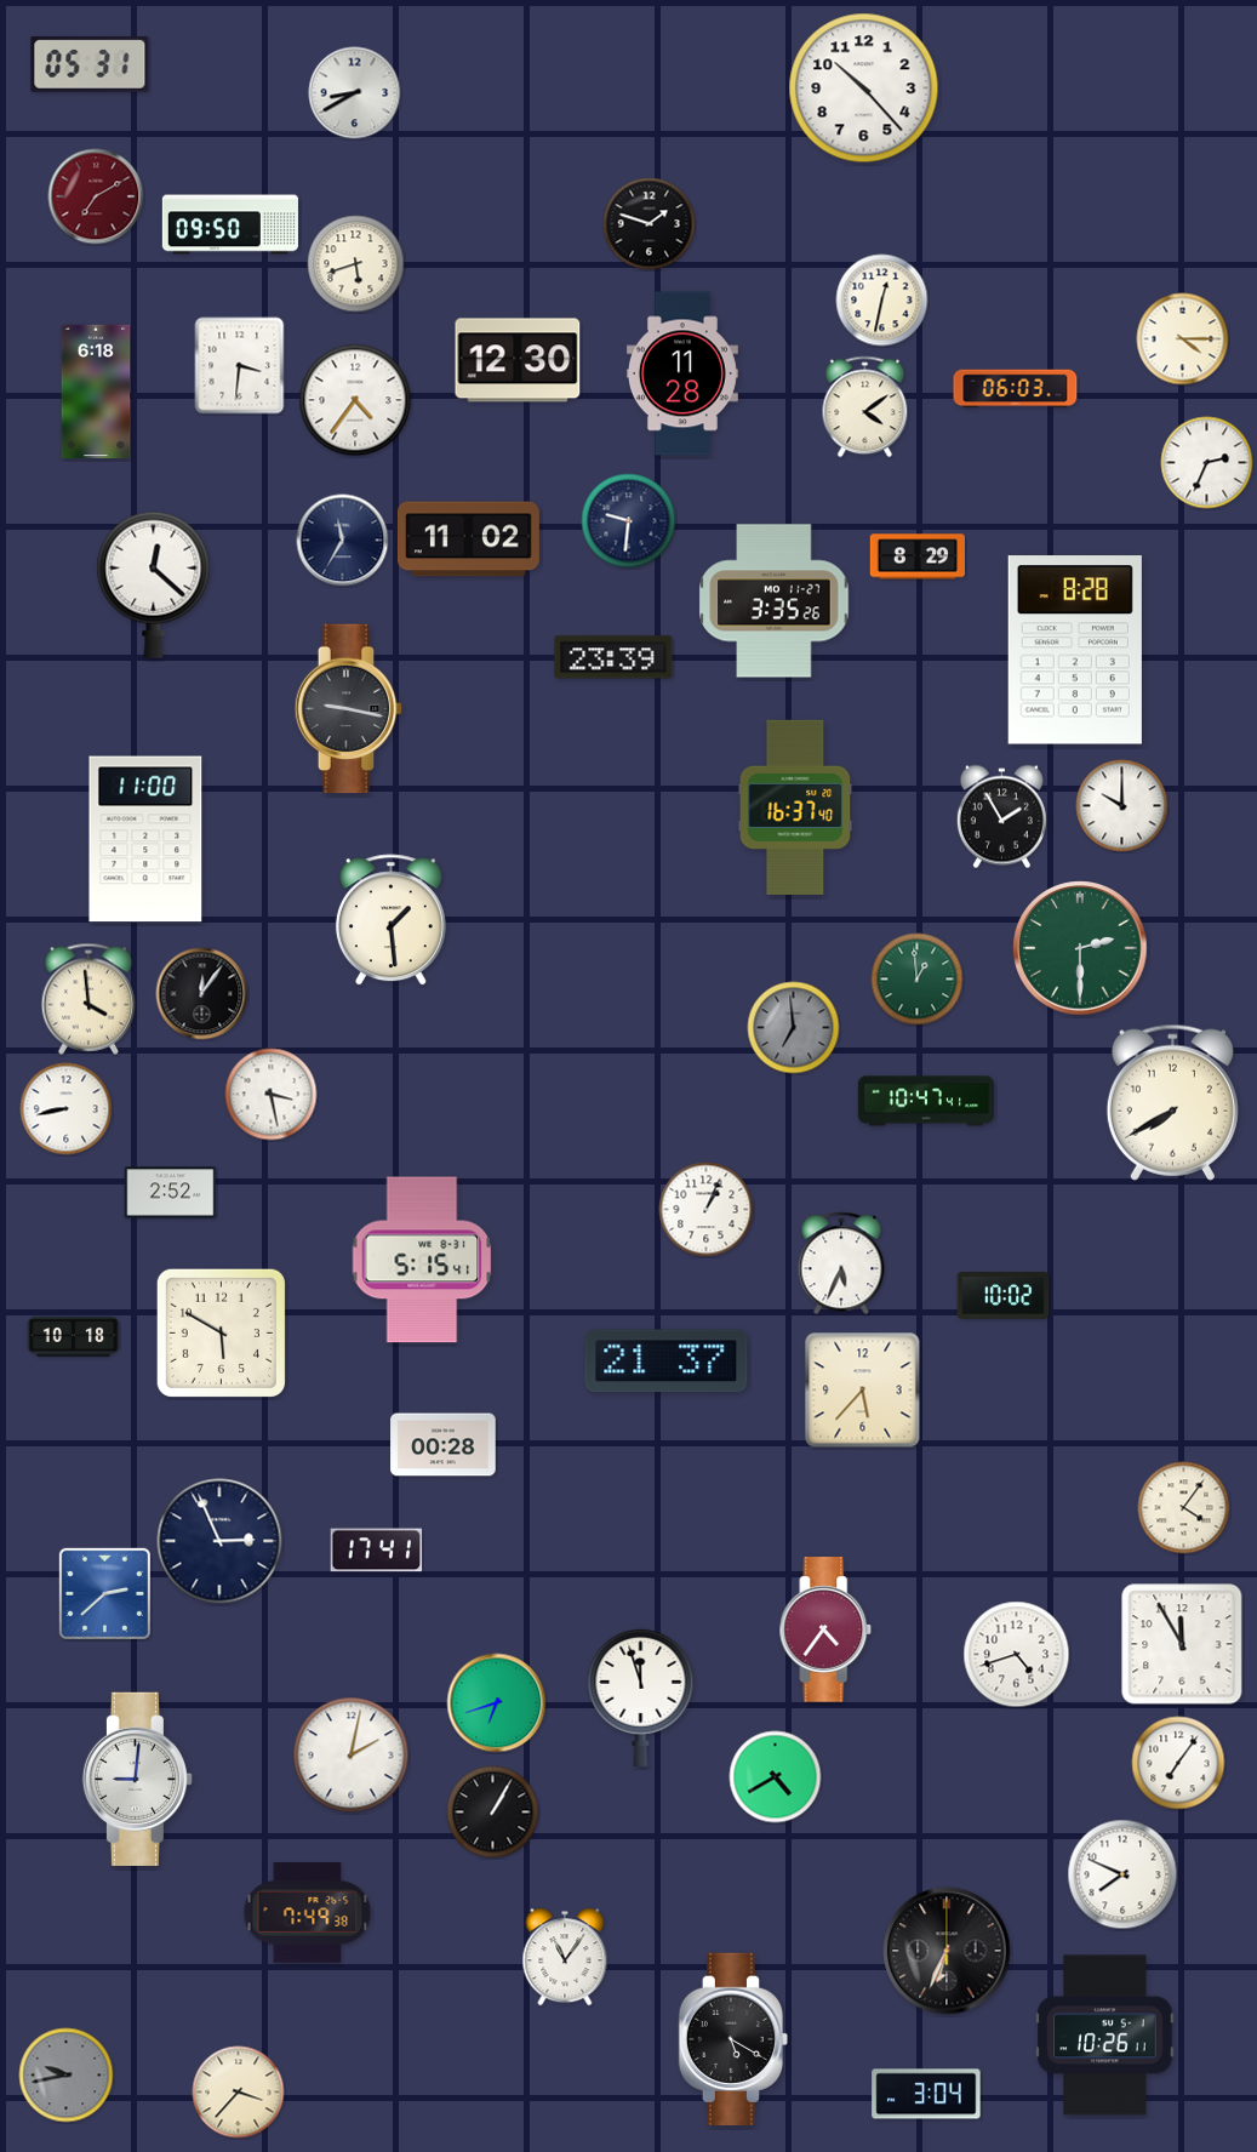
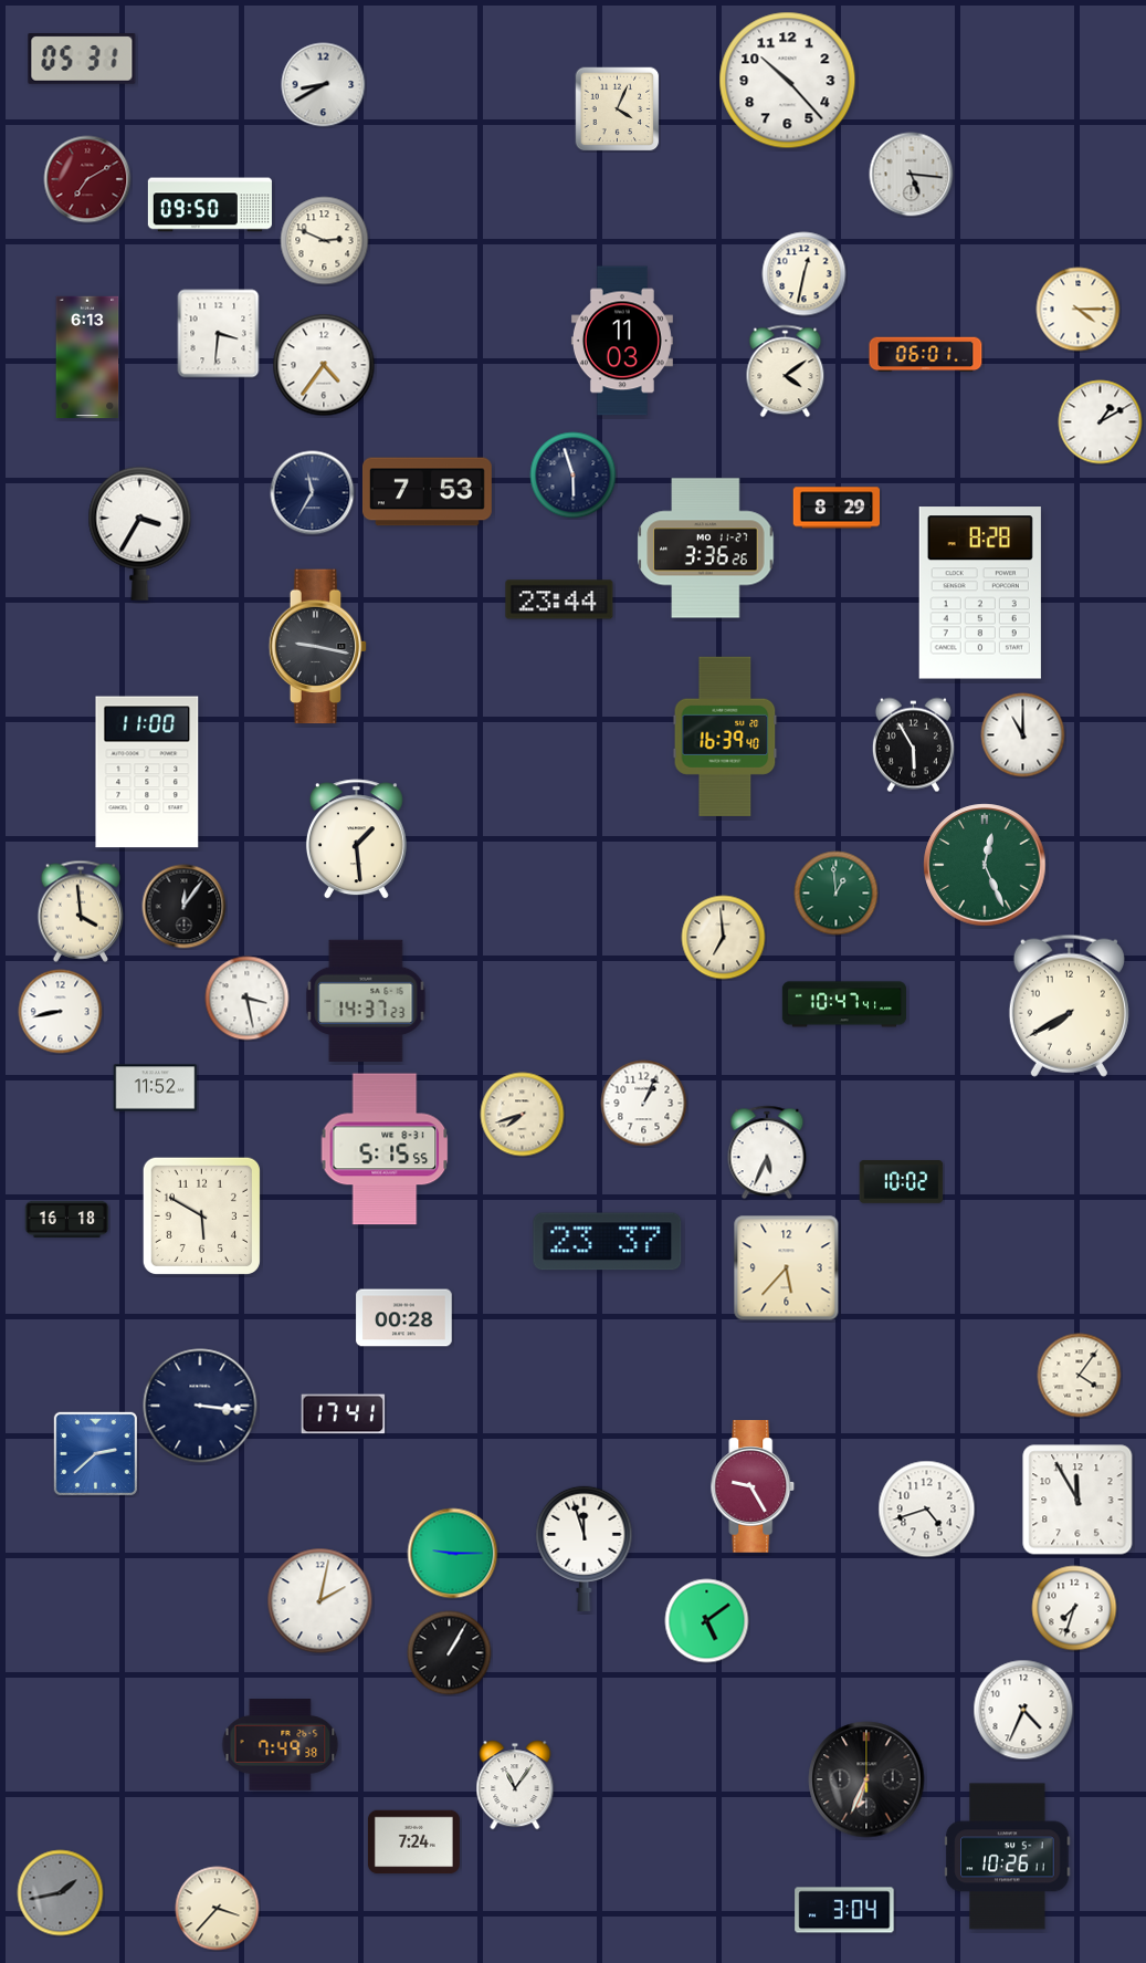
clock at (617, 108): none -> 4:04
clock at (912, 175): none -> 5:16
clock at (650, 224): 1:48 -> none
clock at (356, 264): 5:42 -> 2:49
clock at (518, 360): 12:30 -> none
clock at (682, 373): 11:28 -> 11:03
clock at (1016, 389): 06:03 -> 06:01
clock at (96, 392): 6:18 -> 6:13
clock at (865, 407) position: (865, 407) -> (786, 372)
clock at (1207, 463): 2:34 -> 1:10
clock at (629, 521): 9:31 -> 5:57
clock at (468, 540): 11:02 -> 7:53
clock at (154, 584): 12:22 -> 3:35
clock at (775, 601): 3:35 -> 3:36
clock at (613, 657): 23:39 -> 23:44
clock at (1122, 806): 10:00 -> 11:00
clock at (795, 807): 16:37 -> 16:39
clock at (1001, 817): 1:55 -> 5:55
clock at (145, 839) position: (145, 839) -> (147, 772)
clock at (1080, 948): 2:30 -> 12:26
clock at (794, 1028) dial: grey -> cream
clock at (366, 1000): none -> 14:37
clock at (171, 1193): 2:52 -> 11:52
clock at (523, 1115): none -> 7:42
clock at (422, 1260): 5:15:41 -> 5:15:55
clock at (1004, 1296) position: (1004, 1296) -> (902, 1182)
clock at (74, 1336): 10:18 -> 16:18
clock at (667, 1362): 21:37 -> 23:37
clock at (219, 1541): 2:56 -> 3:16
clock at (825, 1629): 4:36 -> 9:25
clock at (497, 1703): 6:42 -> 9:15
clock at (1178, 1763): 7:06 -> 7:33
clock at (776, 1777): 4:40 -> 5:09
clock at (137, 1779): 9:01 -> none
clock at (1122, 1874): 7:49 -> 4:34
clock at (947, 1951) position: (947, 1951) -> (866, 1779)
clock at (413, 1842): none -> 7:24
clock at (732, 2038): 5:20 -> none
clock at (67, 2076): 9:43 -> 1:43
